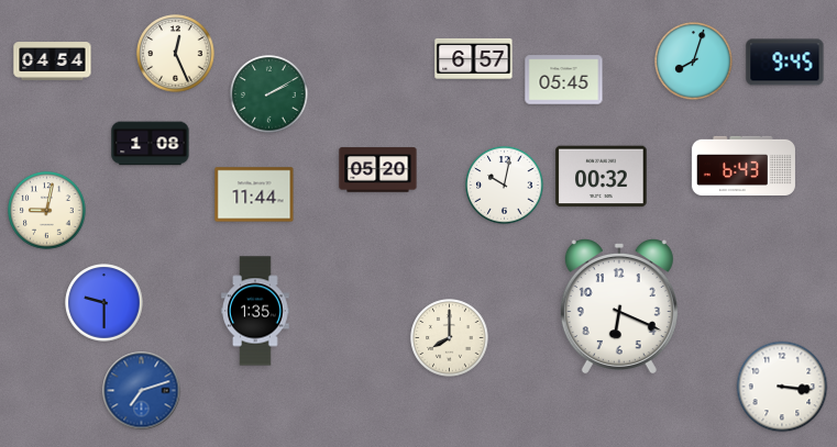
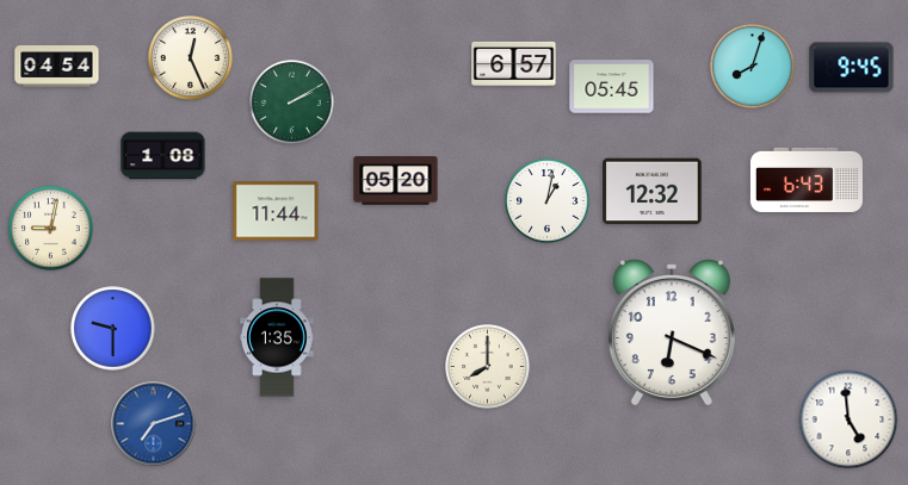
clock at (378, 170) position: (378, 170) -> (396, 181)
clock at (602, 177): 00:32 -> 12:32
clock at (505, 186): 10:02 -> 1:02
clock at (782, 387): 3:16 -> 4:59
